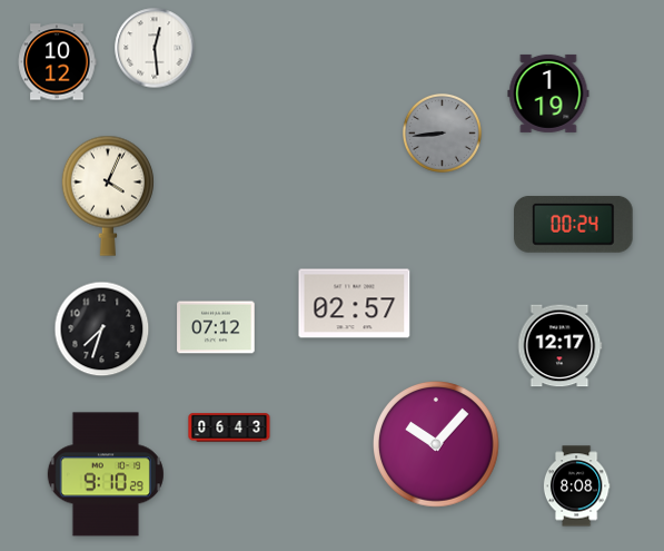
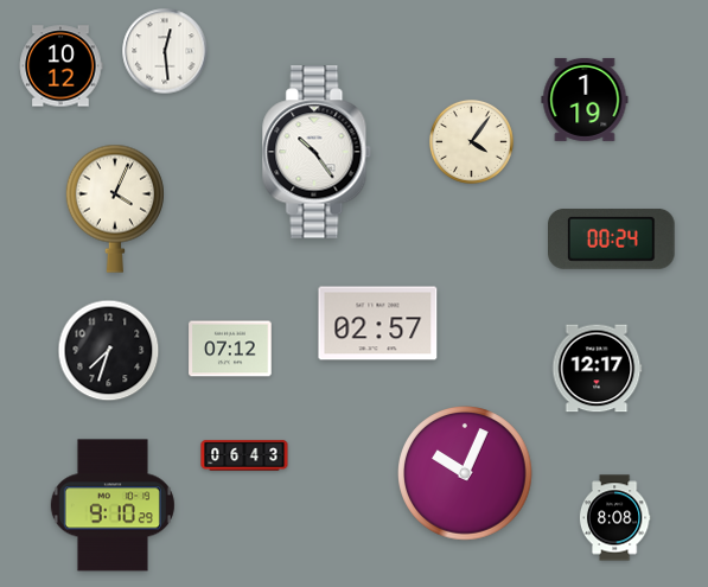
clock at (442, 132): 8:44 -> 4:06
clock at (442, 132) dial: grey -> cream
clock at (317, 152): none -> 10:24
clock at (436, 444): 10:07 -> 10:04
